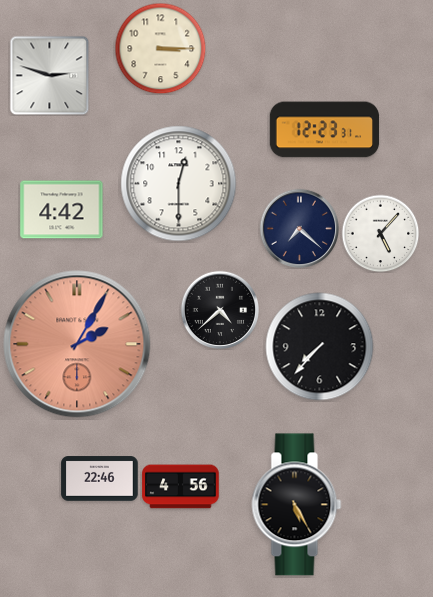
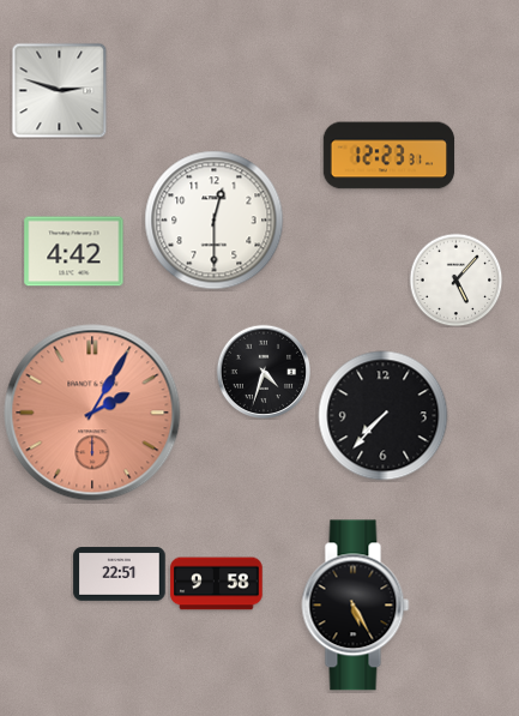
clock at (160, 48): 3:15 -> none
clock at (299, 228): 7:22 -> none
clock at (219, 309): 4:38 -> 4:33
clock at (100, 479): 22:46 -> 22:51
clock at (181, 487): 4:56 -> 9:58
